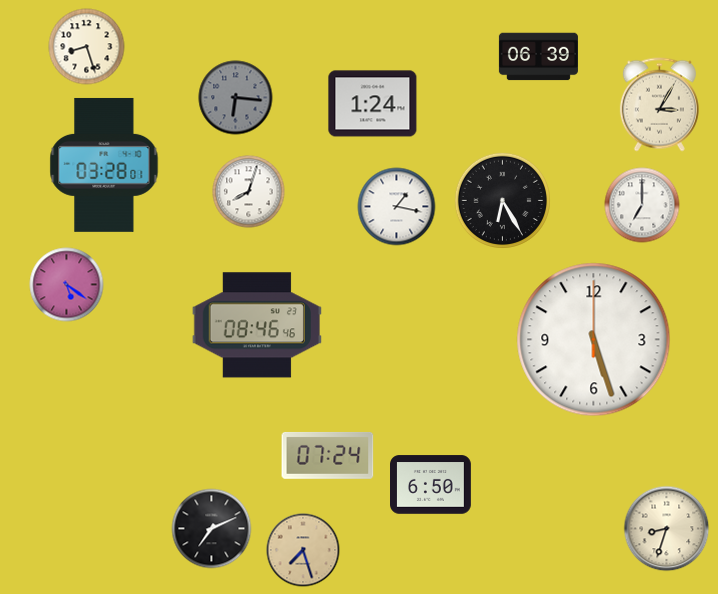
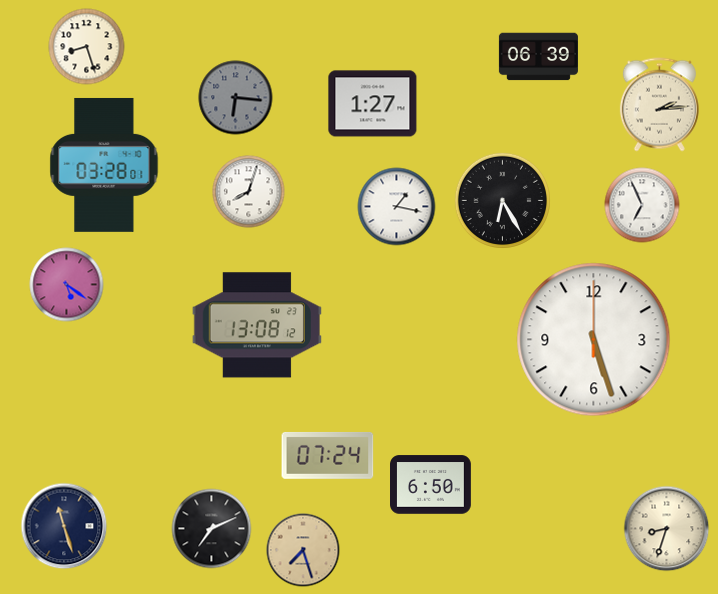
clock at (373, 104): 1:24 -> 1:27
clock at (659, 105): 3:05 -> 2:14
clock at (642, 205): 7:00 -> 6:56
clock at (257, 325): 08:46 -> 13:08
clock at (64, 526): none -> 11:27
